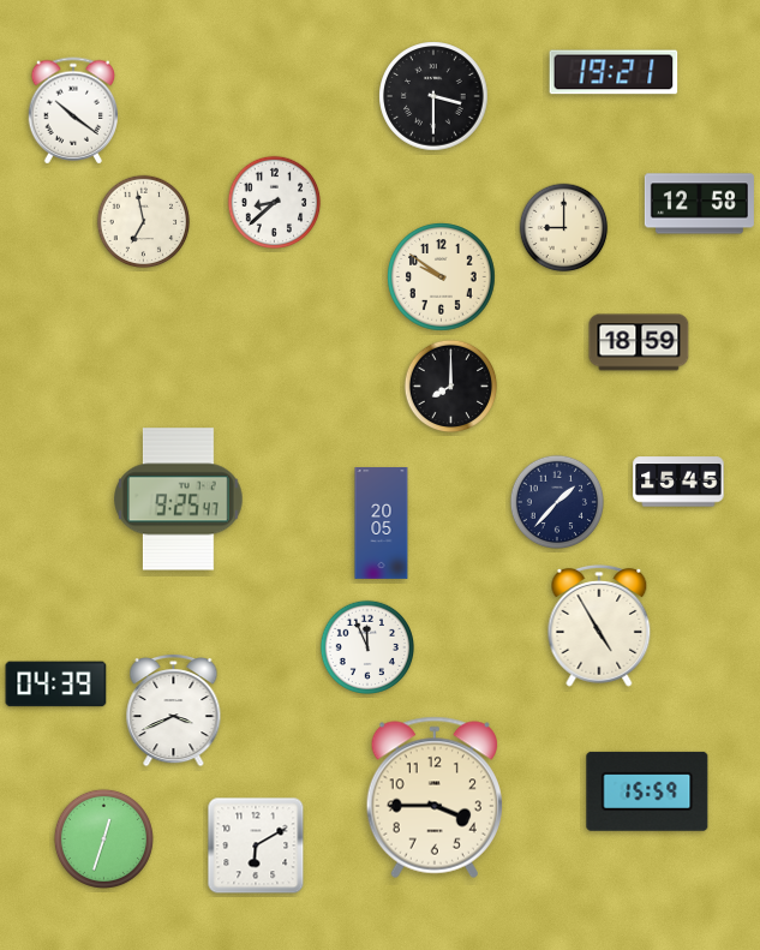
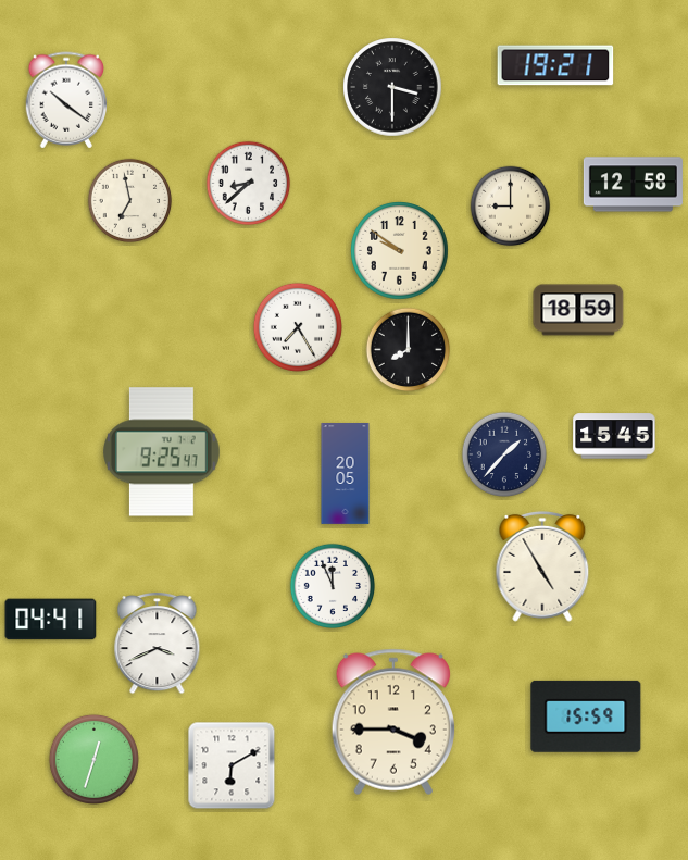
clock at (298, 327): none -> 7:25
clock at (56, 685): 04:39 -> 04:41
